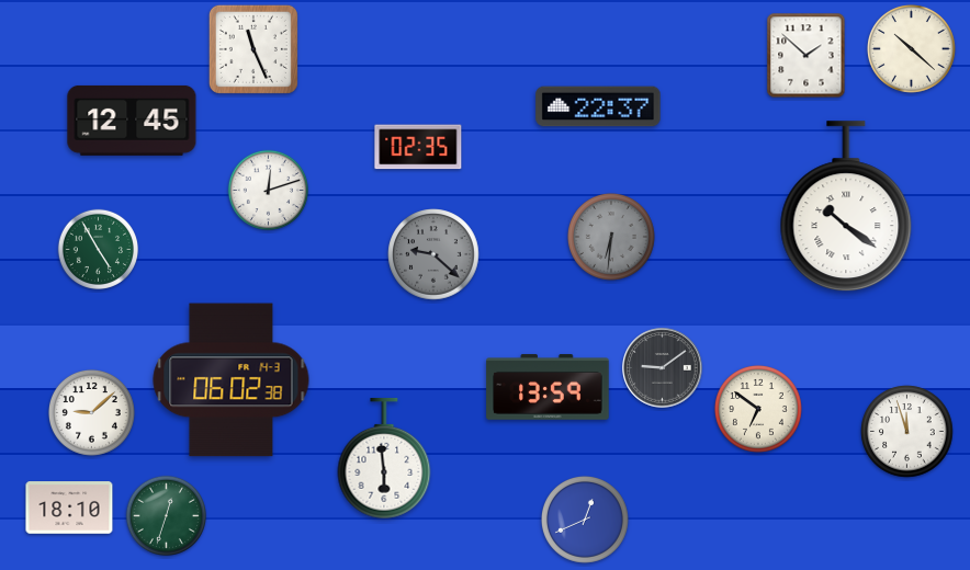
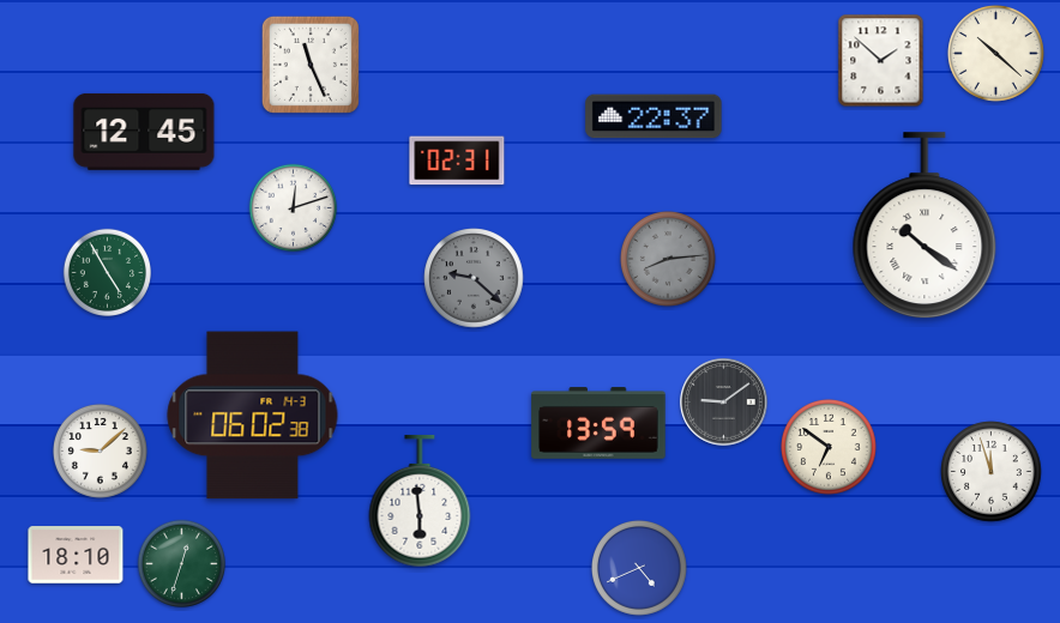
clock at (253, 49) position: (253, 49) -> (311, 65)
clock at (418, 147): 02:35 -> 02:31
clock at (611, 237): 6:31 -> 8:14
clock at (585, 520): 12:41 -> 4:41
